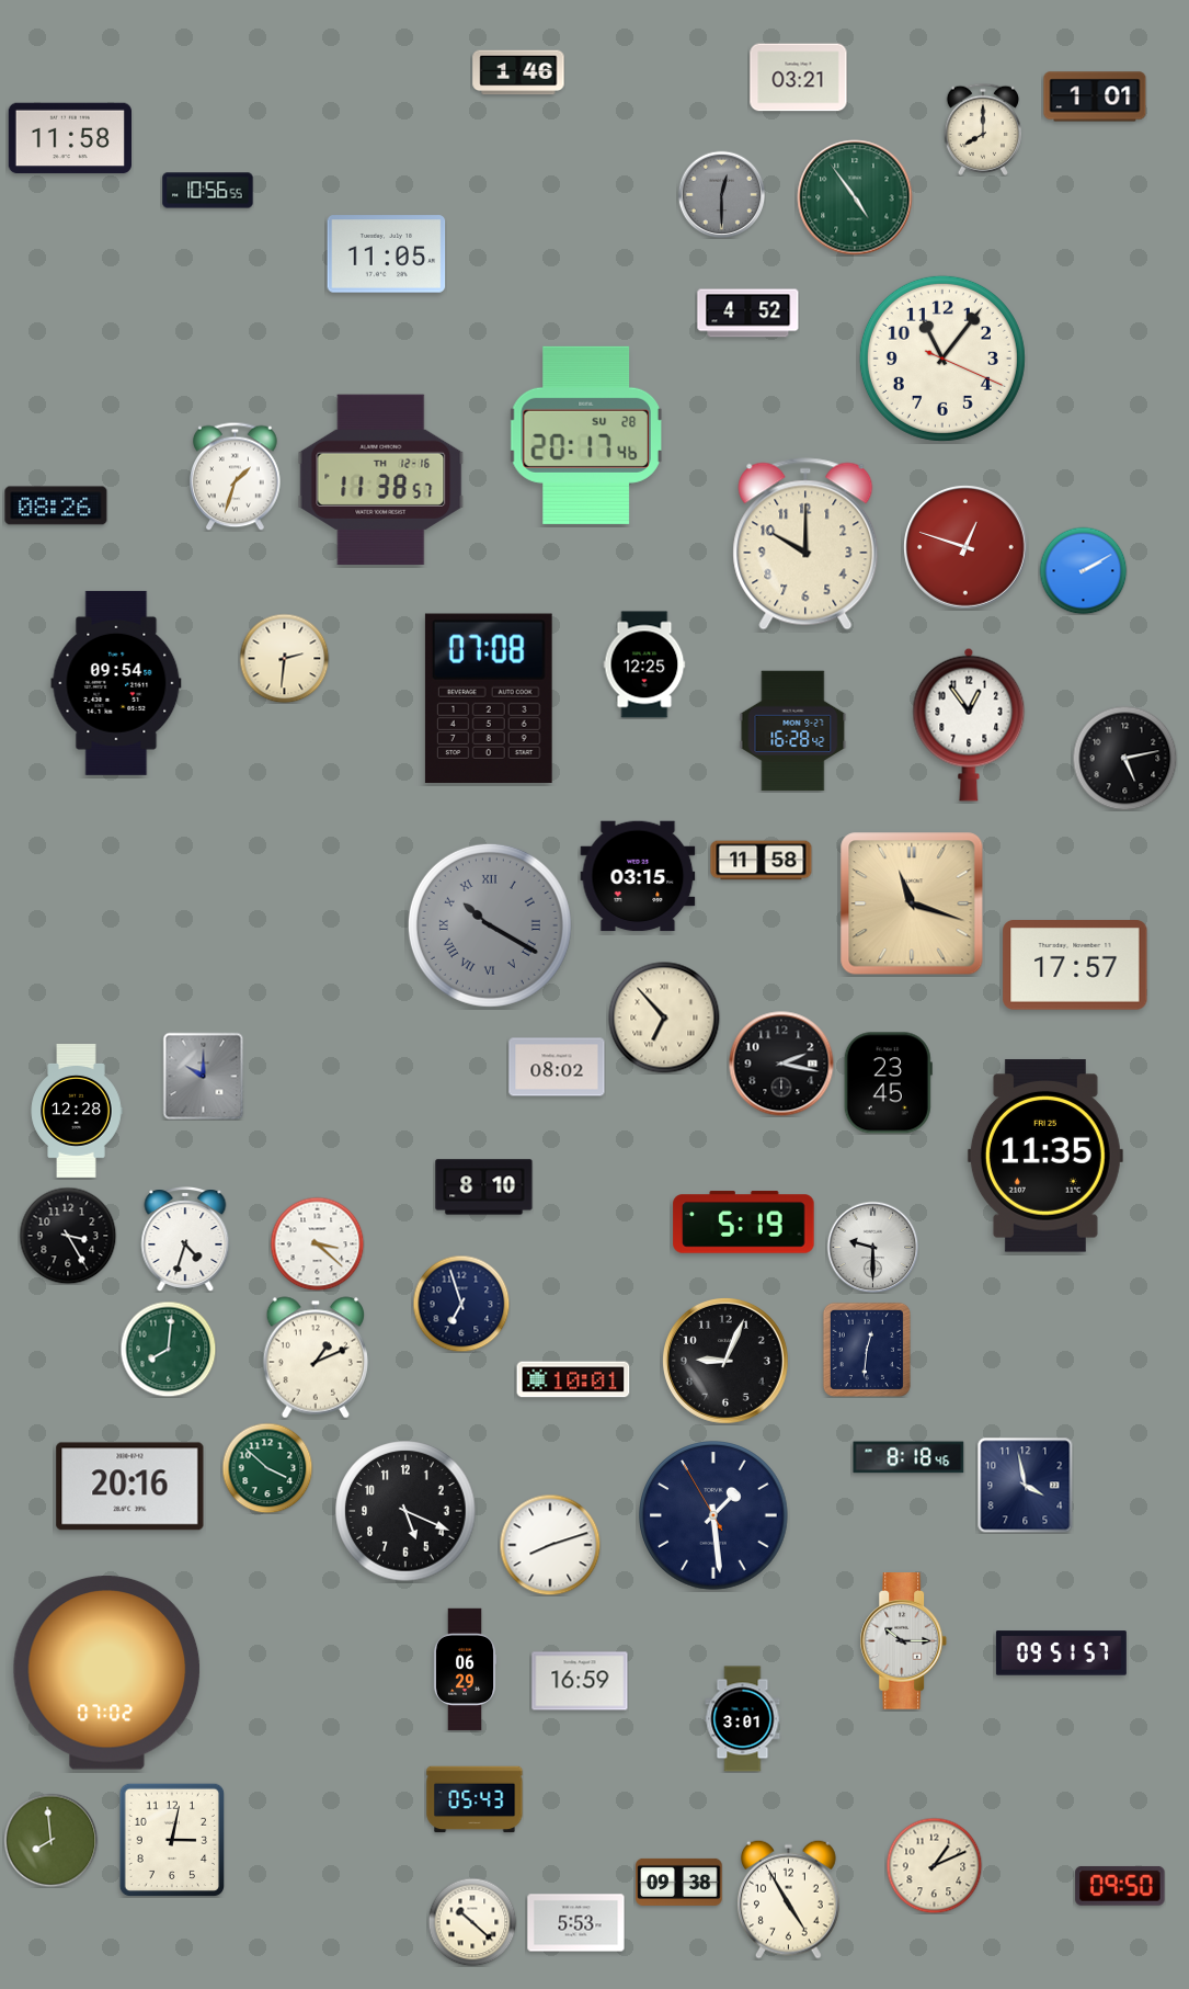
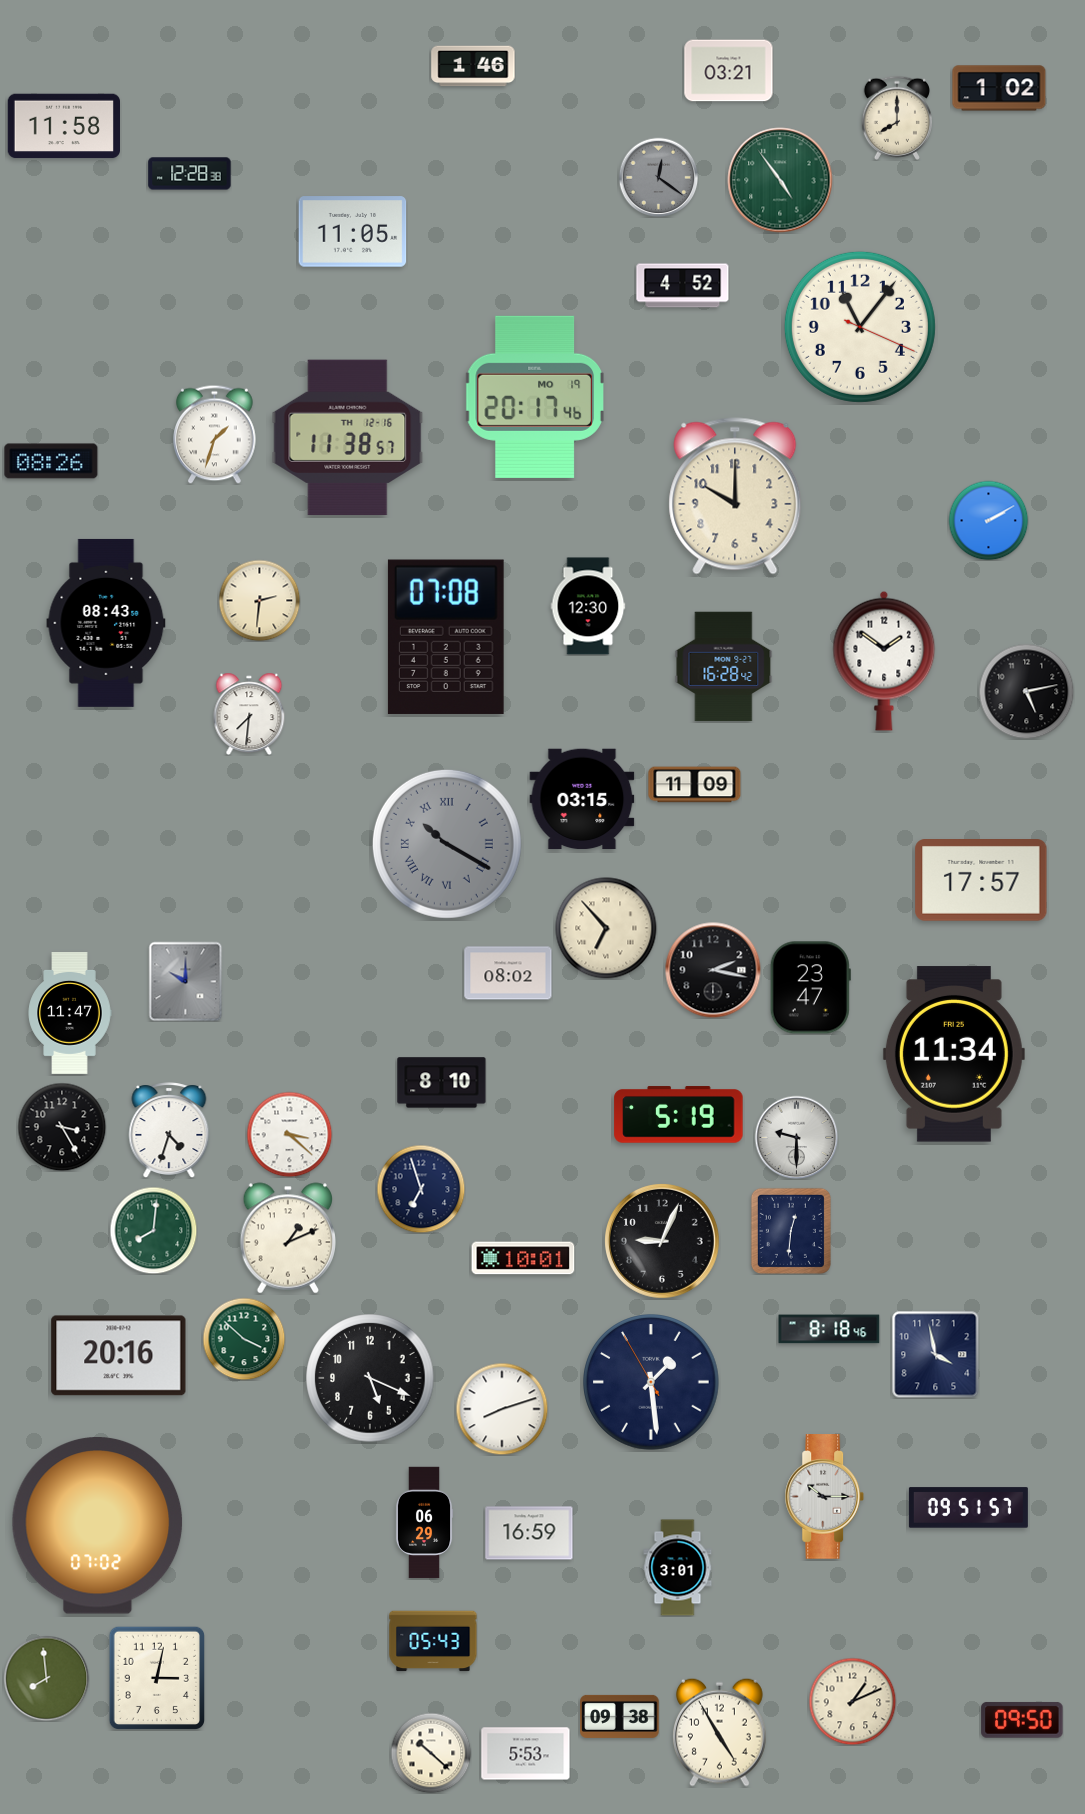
clock at (1095, 96): 1:01 -> 1:02
clock at (208, 191): 10:56 -> 12:28
clock at (721, 194): 12:30 -> 12:21
clock at (586, 435) date: SU 28 -> MO 19
clock at (967, 548): 12:48 -> none
clock at (644, 664): 12:25 -> 12:30
clock at (116, 683): 09:54 -> 08:43
clock at (969, 725): 12:54 -> 1:51
clock at (249, 714): none -> 7:31
clock at (762, 861): 11:58 -> 11:09
clock at (912, 903): 11:18 -> none
clock at (888, 1083): 23:45 -> 23:47
clock at (77, 1112): 12:28 -> 11:47
clock at (1045, 1156): 11:35 -> 11:34
